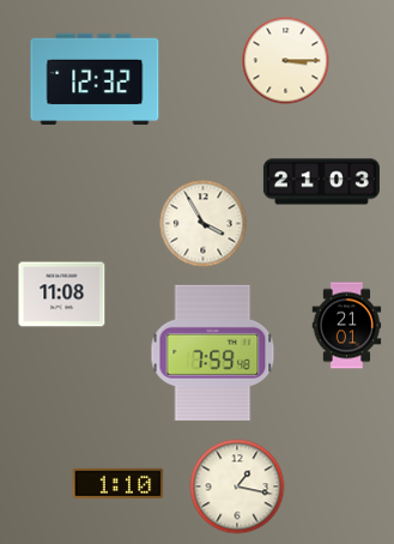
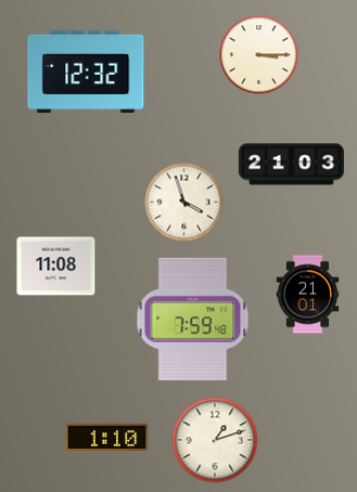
clock at (204, 224): 3:55 -> 3:57
clock at (347, 326) position: (347, 326) -> (308, 295)
clock at (237, 486): 1:17 -> 1:12
